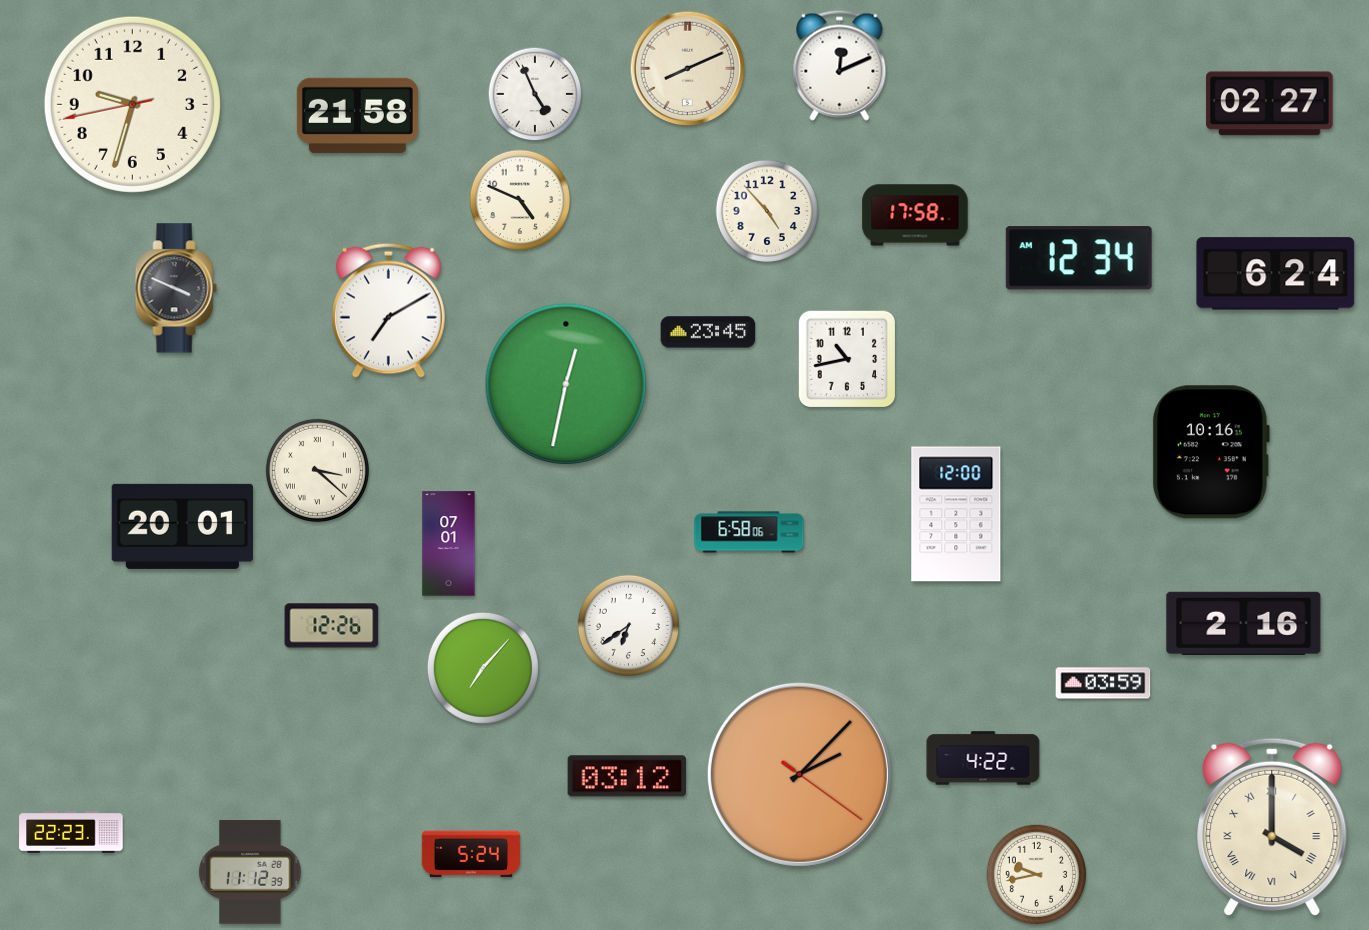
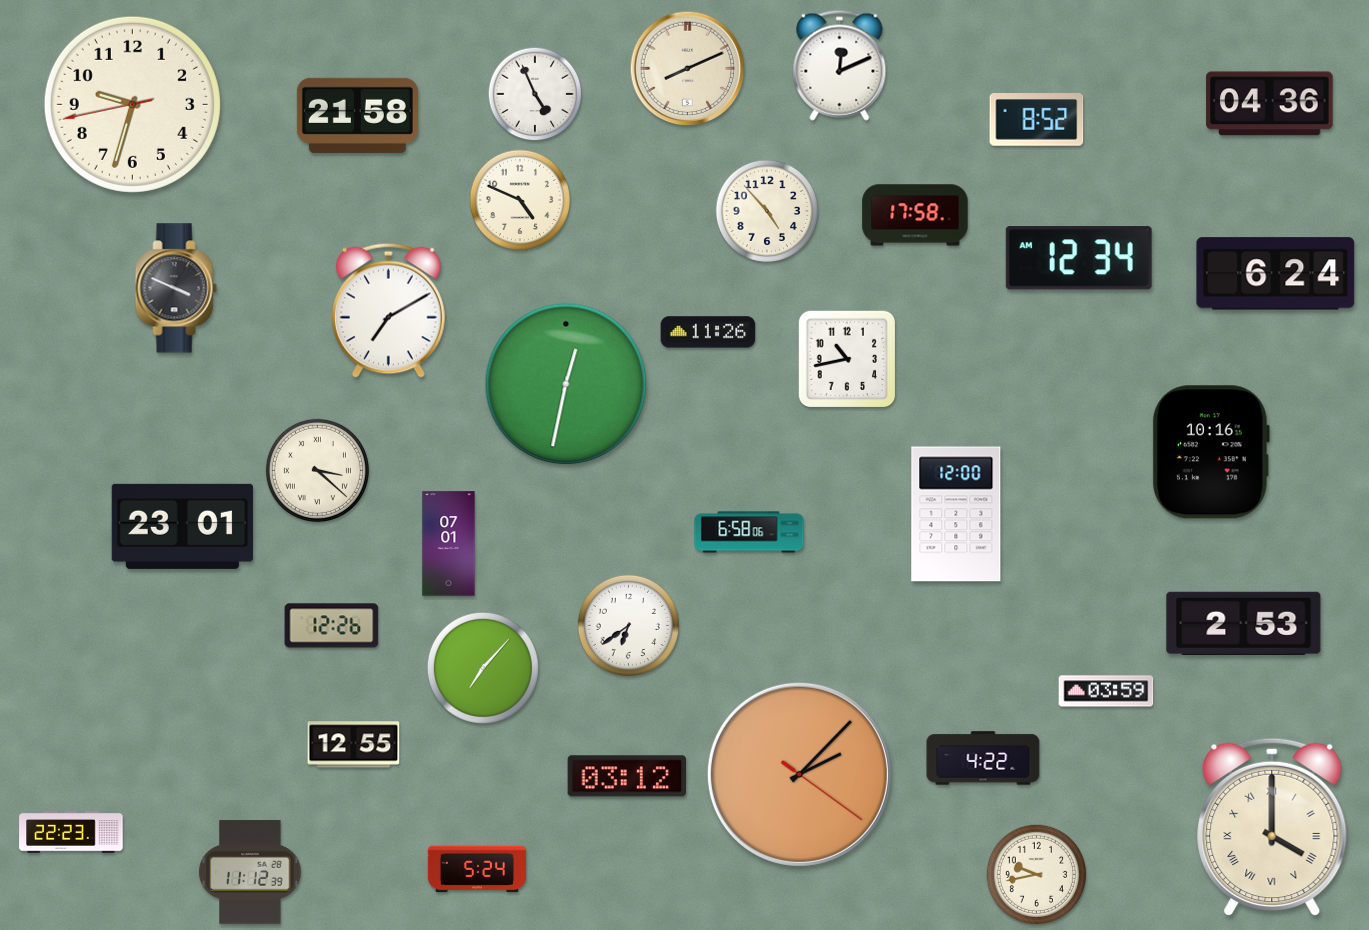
clock at (1270, 104): 02:27 -> 04:36
clock at (1037, 120): none -> 8:52
clock at (708, 332): 23:45 -> 11:26
clock at (182, 526): 20:01 -> 23:01
clock at (1244, 623): 2:16 -> 2:53
clock at (1103, 683) position: (1103, 683) -> (1106, 691)
clock at (354, 745): none -> 12:55
clock at (471, 854) position: (471, 854) -> (477, 869)
